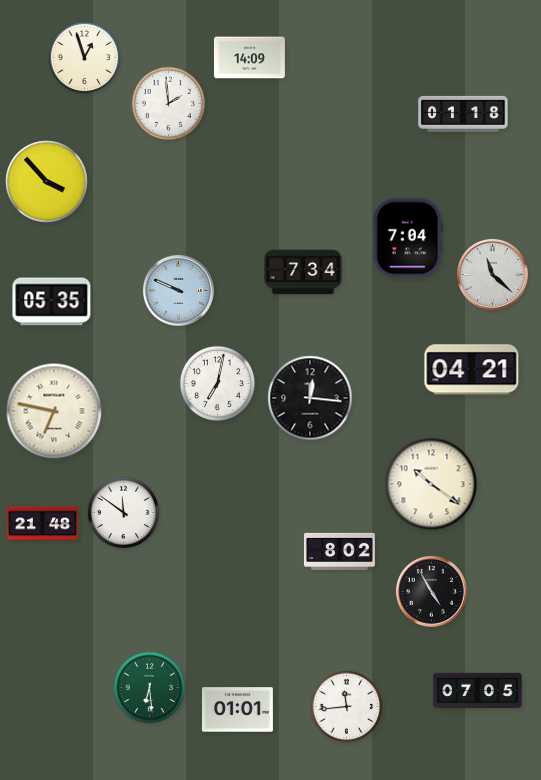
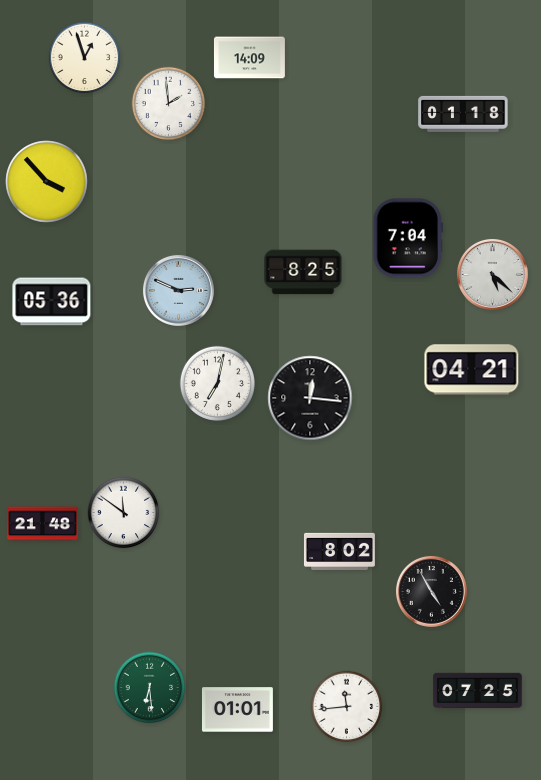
clock at (303, 272): 7:34 -> 8:25
clock at (492, 274): 11:22 -> 5:22
clock at (178, 290): 9:49 -> 2:49
clock at (52, 302): 05:35 -> 05:36
clock at (54, 411): 6:47 -> none
clock at (431, 484): 10:21 -> none
clock at (478, 691): 07:05 -> 07:25
